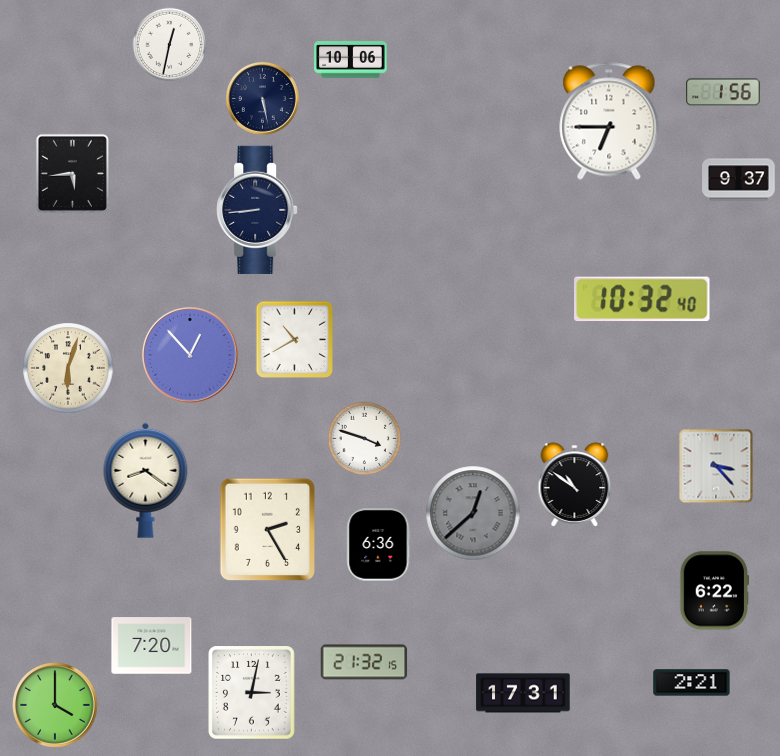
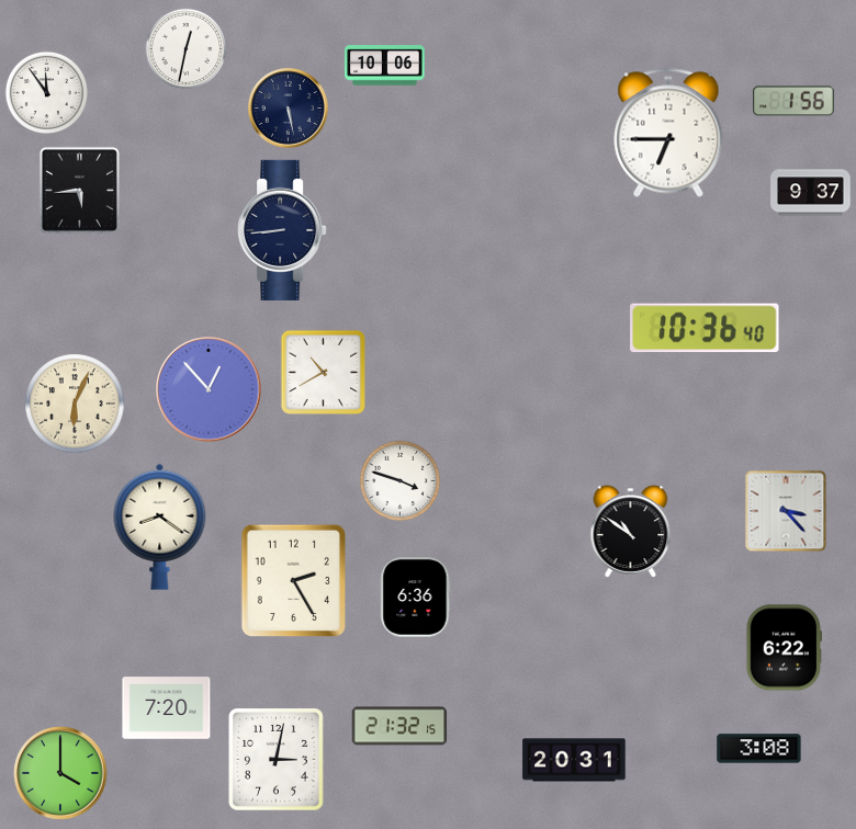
clock at (46, 92): none -> 11:54
clock at (739, 180) position: (739, 180) -> (811, 193)
clock at (642, 299): 10:32 -> 10:36
clock at (68, 368): 6:03 -> 6:04
clock at (473, 513): 12:38 -> none
clock at (692, 683): 2:21 -> 3:08
clock at (523, 693): 17:31 -> 20:31
